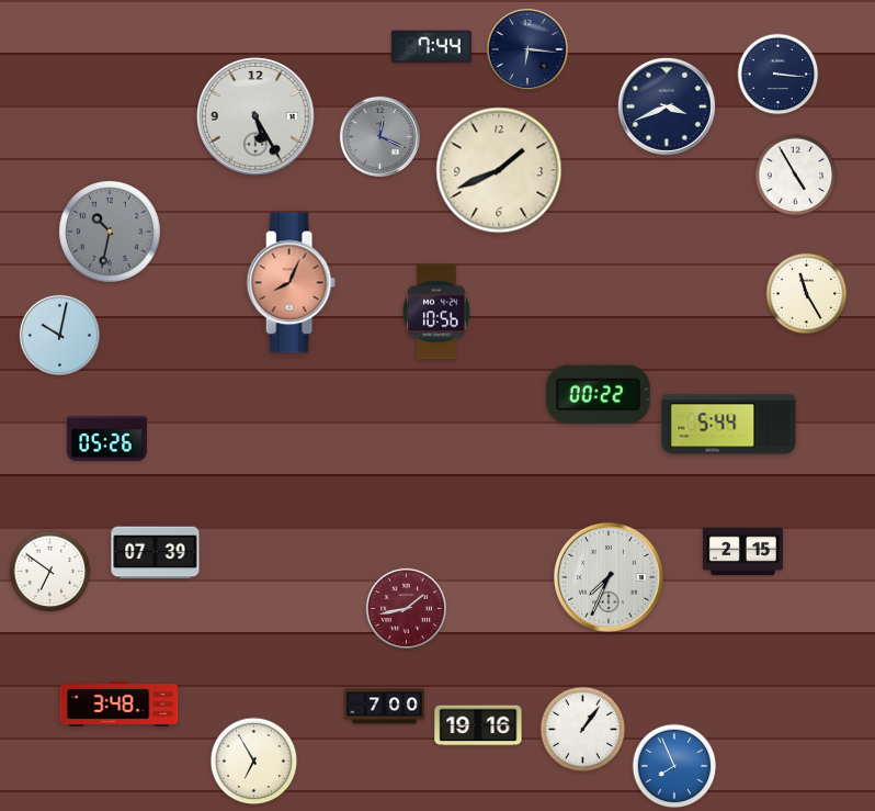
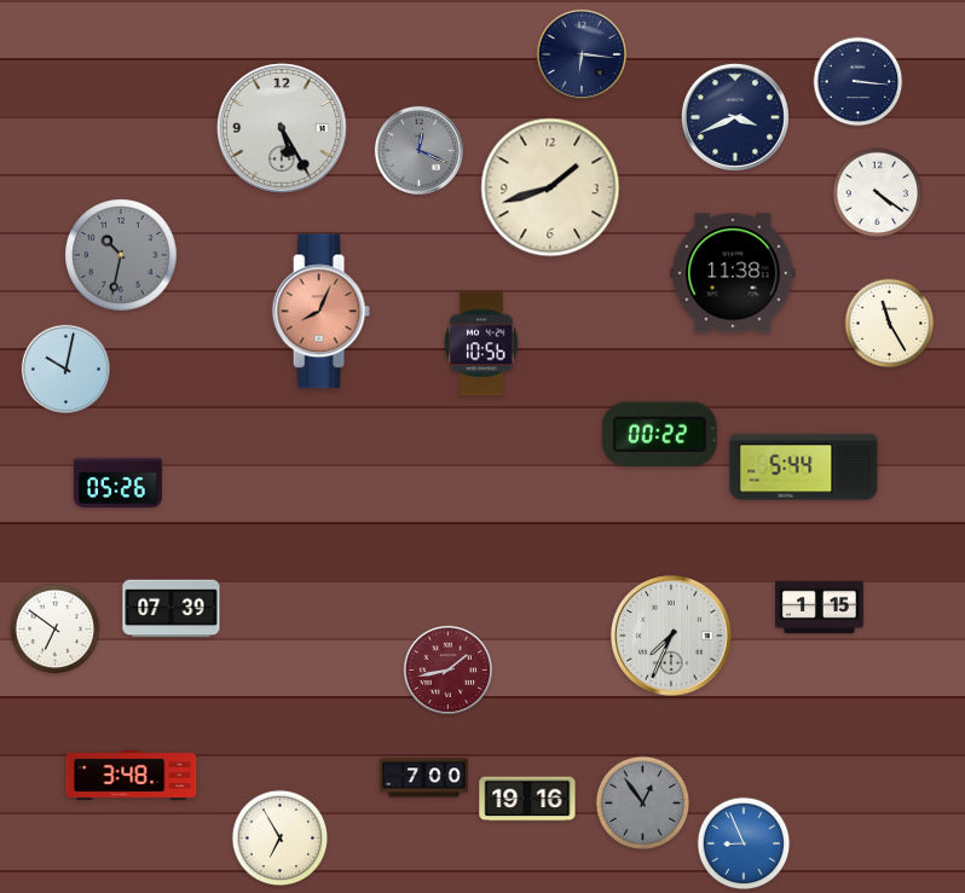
clock at (431, 47): 7:44 -> none
clock at (499, 170): 1:41 -> 1:42
clock at (796, 176): 4:55 -> 4:21
clock at (733, 273): none -> 11:38
clock at (742, 552): 2:15 -> 1:15
clock at (583, 730): 1:06 -> 12:54
clock at (583, 730) dial: white -> grey
clock at (674, 766): 7:56 -> 8:56
